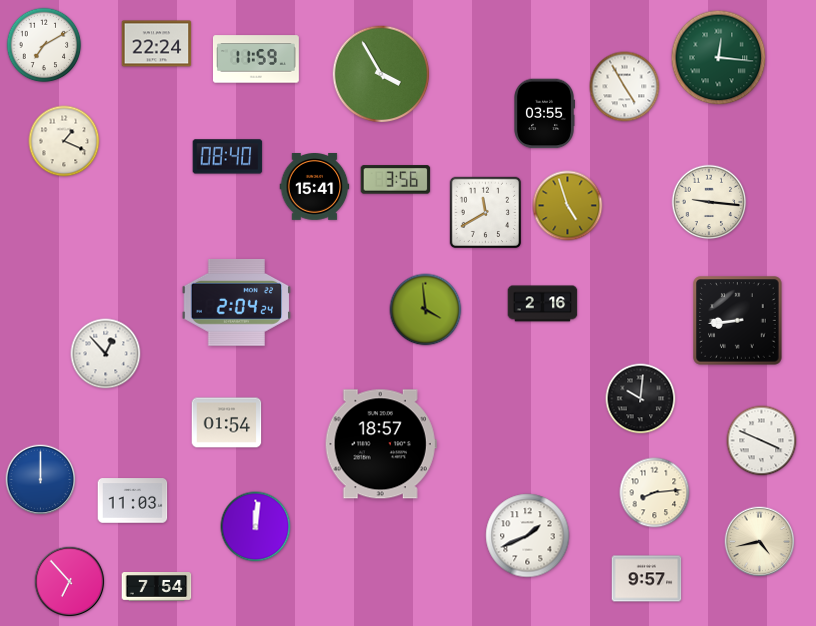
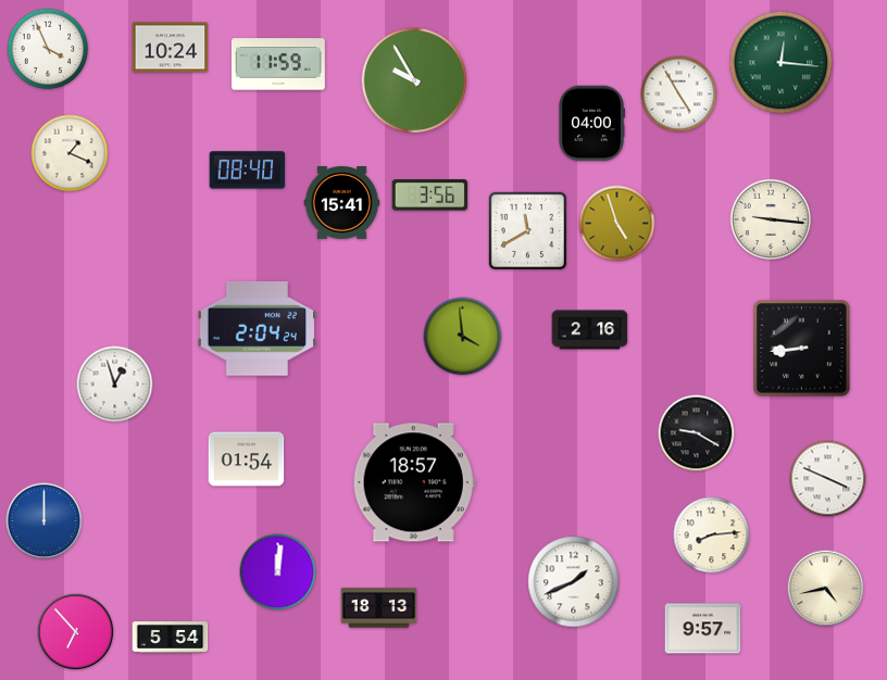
clock at (157, 44): 22:24 -> 10:24
clock at (44, 45): 7:10 -> 3:56
clock at (381, 74): 3:55 -> 9:55
clock at (544, 114): 03:55 -> 04:00
clock at (106, 354): 12:53 -> 12:57
clock at (641, 399): 10:01 -> 9:20
clock at (133, 501): 11:03 -> none
clock at (379, 608): none -> 18:13
clock at (157, 587): 7:54 -> 5:54
